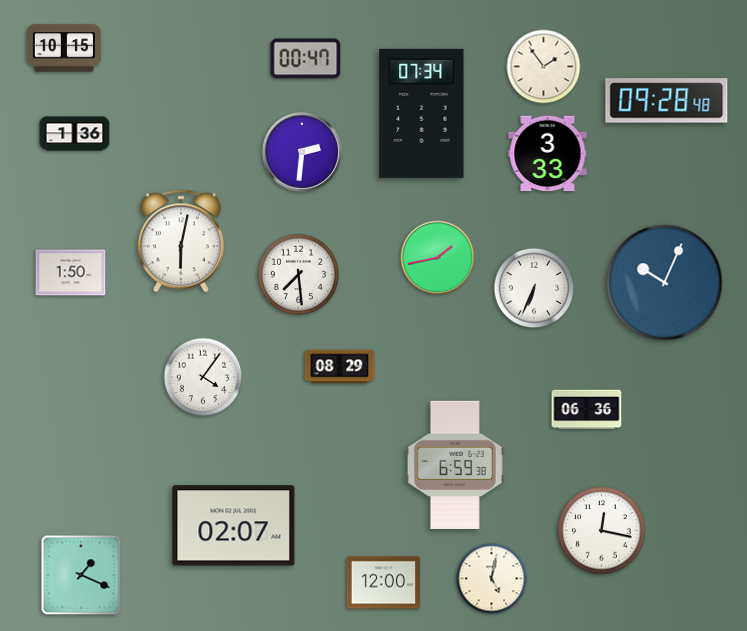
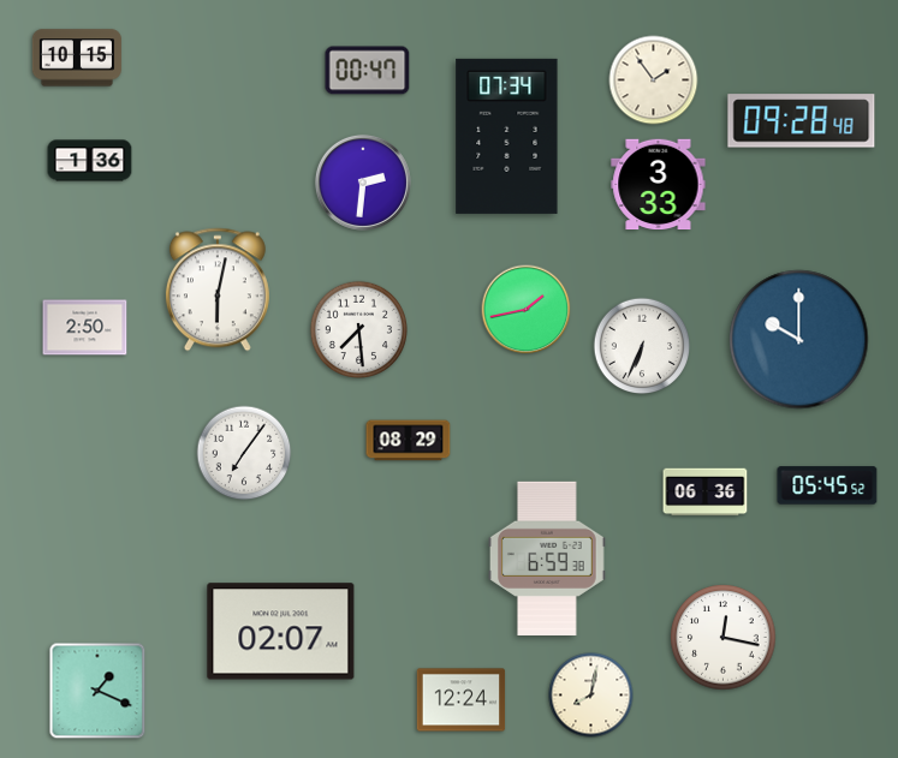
clock at (71, 273): 1:50 -> 2:50
clock at (665, 283): 10:04 -> 10:00
clock at (203, 377): 4:06 -> 7:06
clock at (827, 485): none -> 05:45
clock at (492, 579): 5:02 -> 8:02
clock at (384, 583): 12:00 -> 12:24
